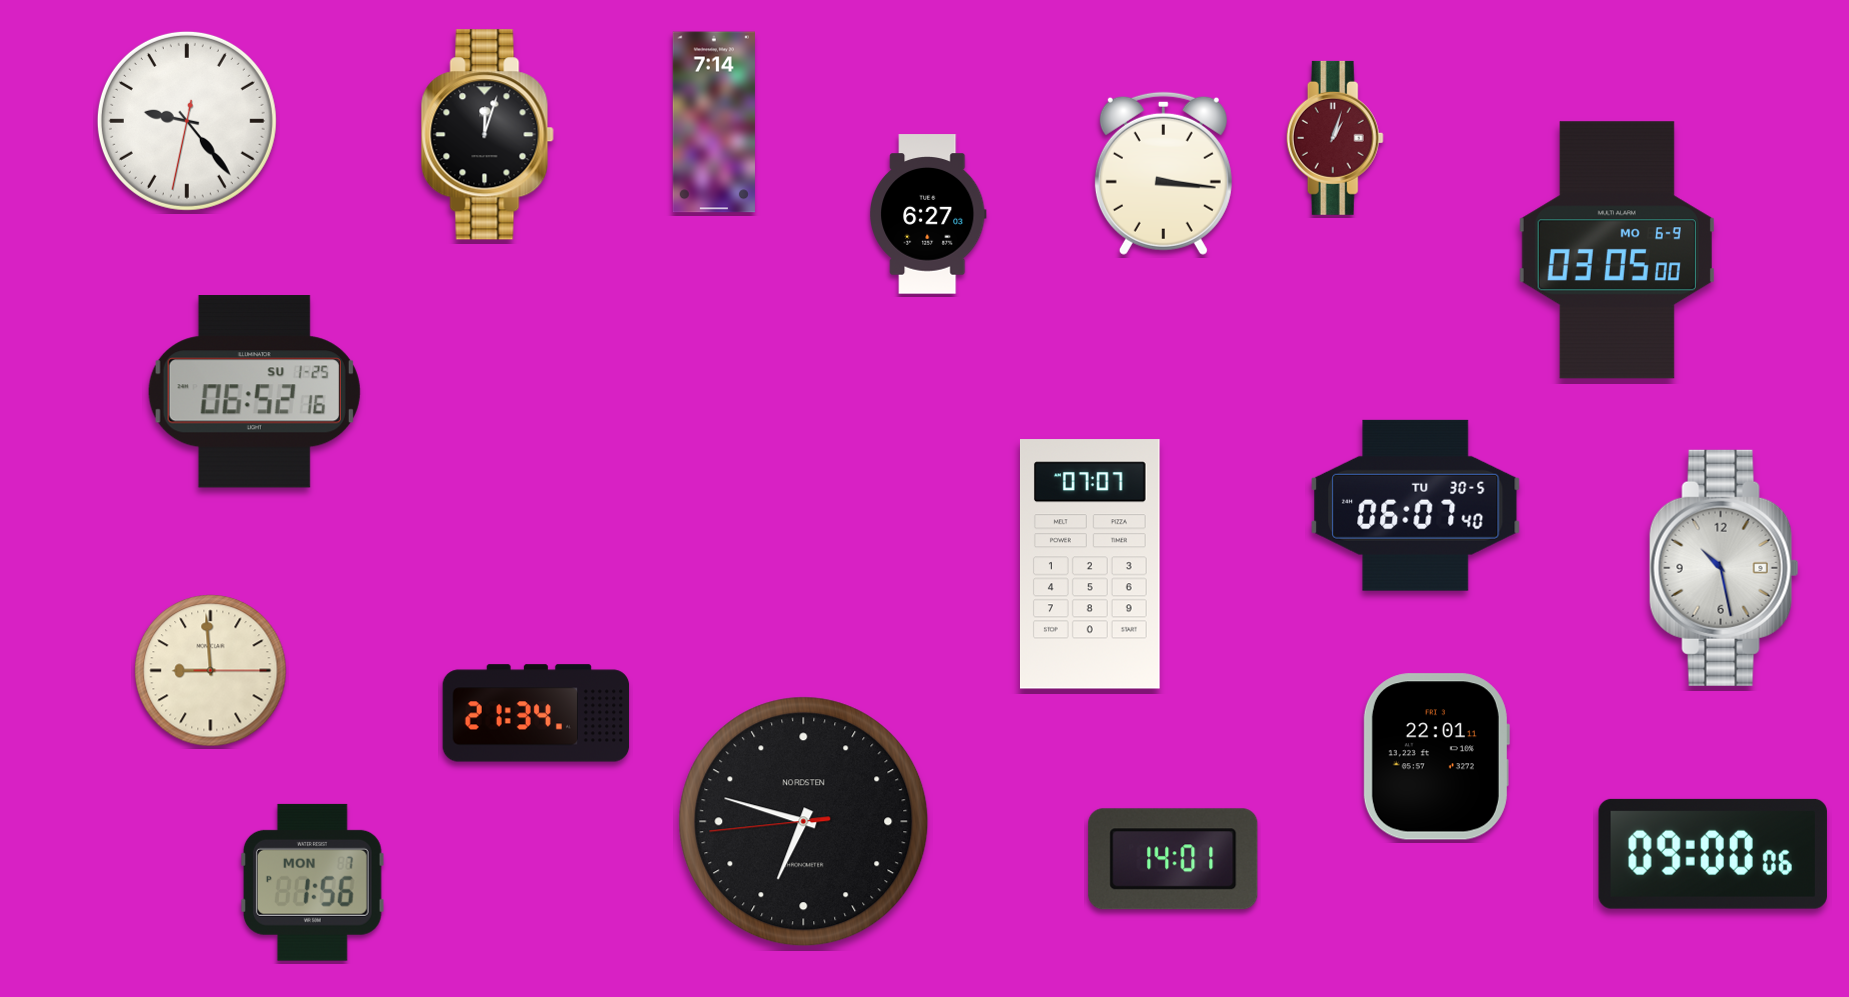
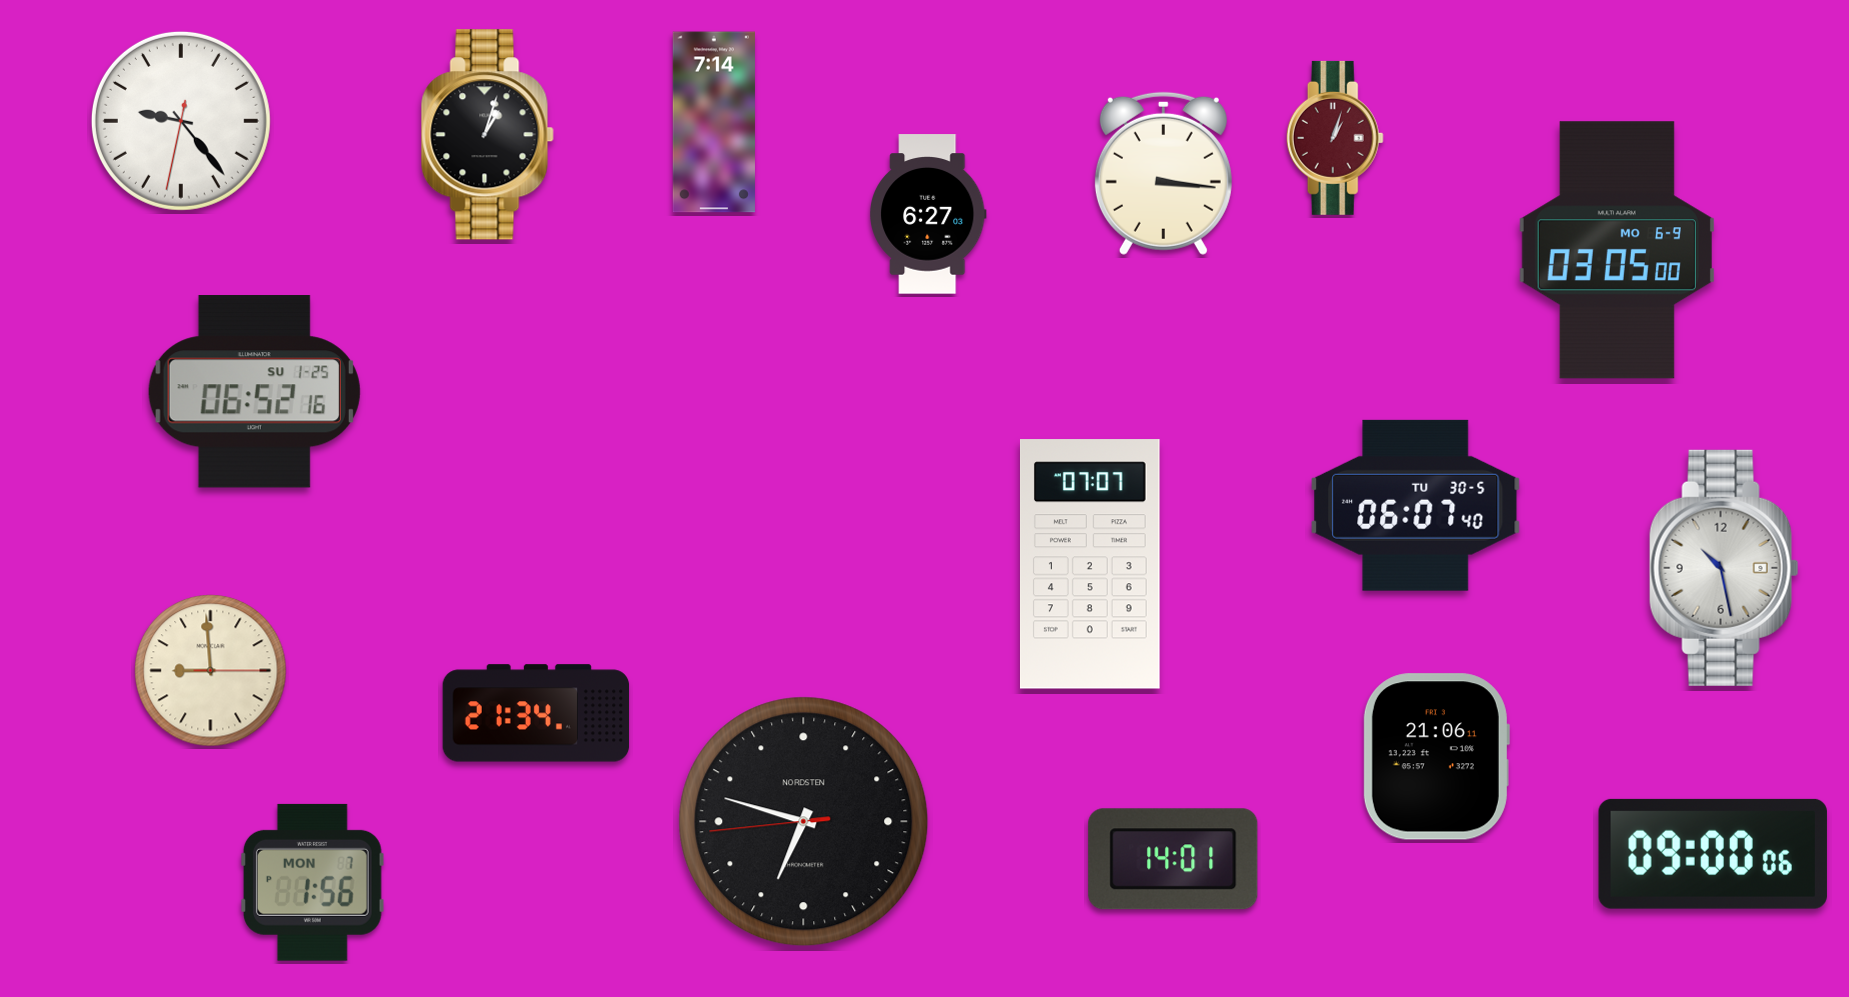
clock at (187, 121) position: (187, 121) -> (181, 121)
clock at (487, 135): 12:03 -> 1:03
clock at (1436, 757): 22:01 -> 21:06
